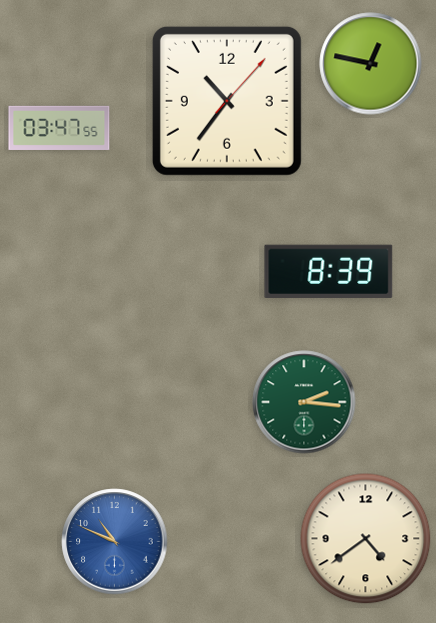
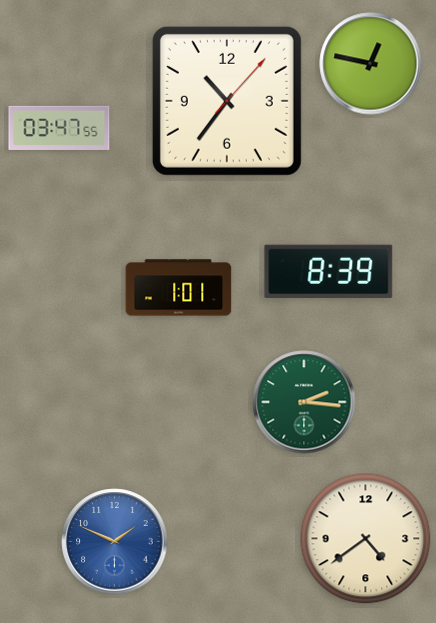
clock at (179, 288): none -> 1:01
clock at (115, 542): 10:49 -> 1:49
